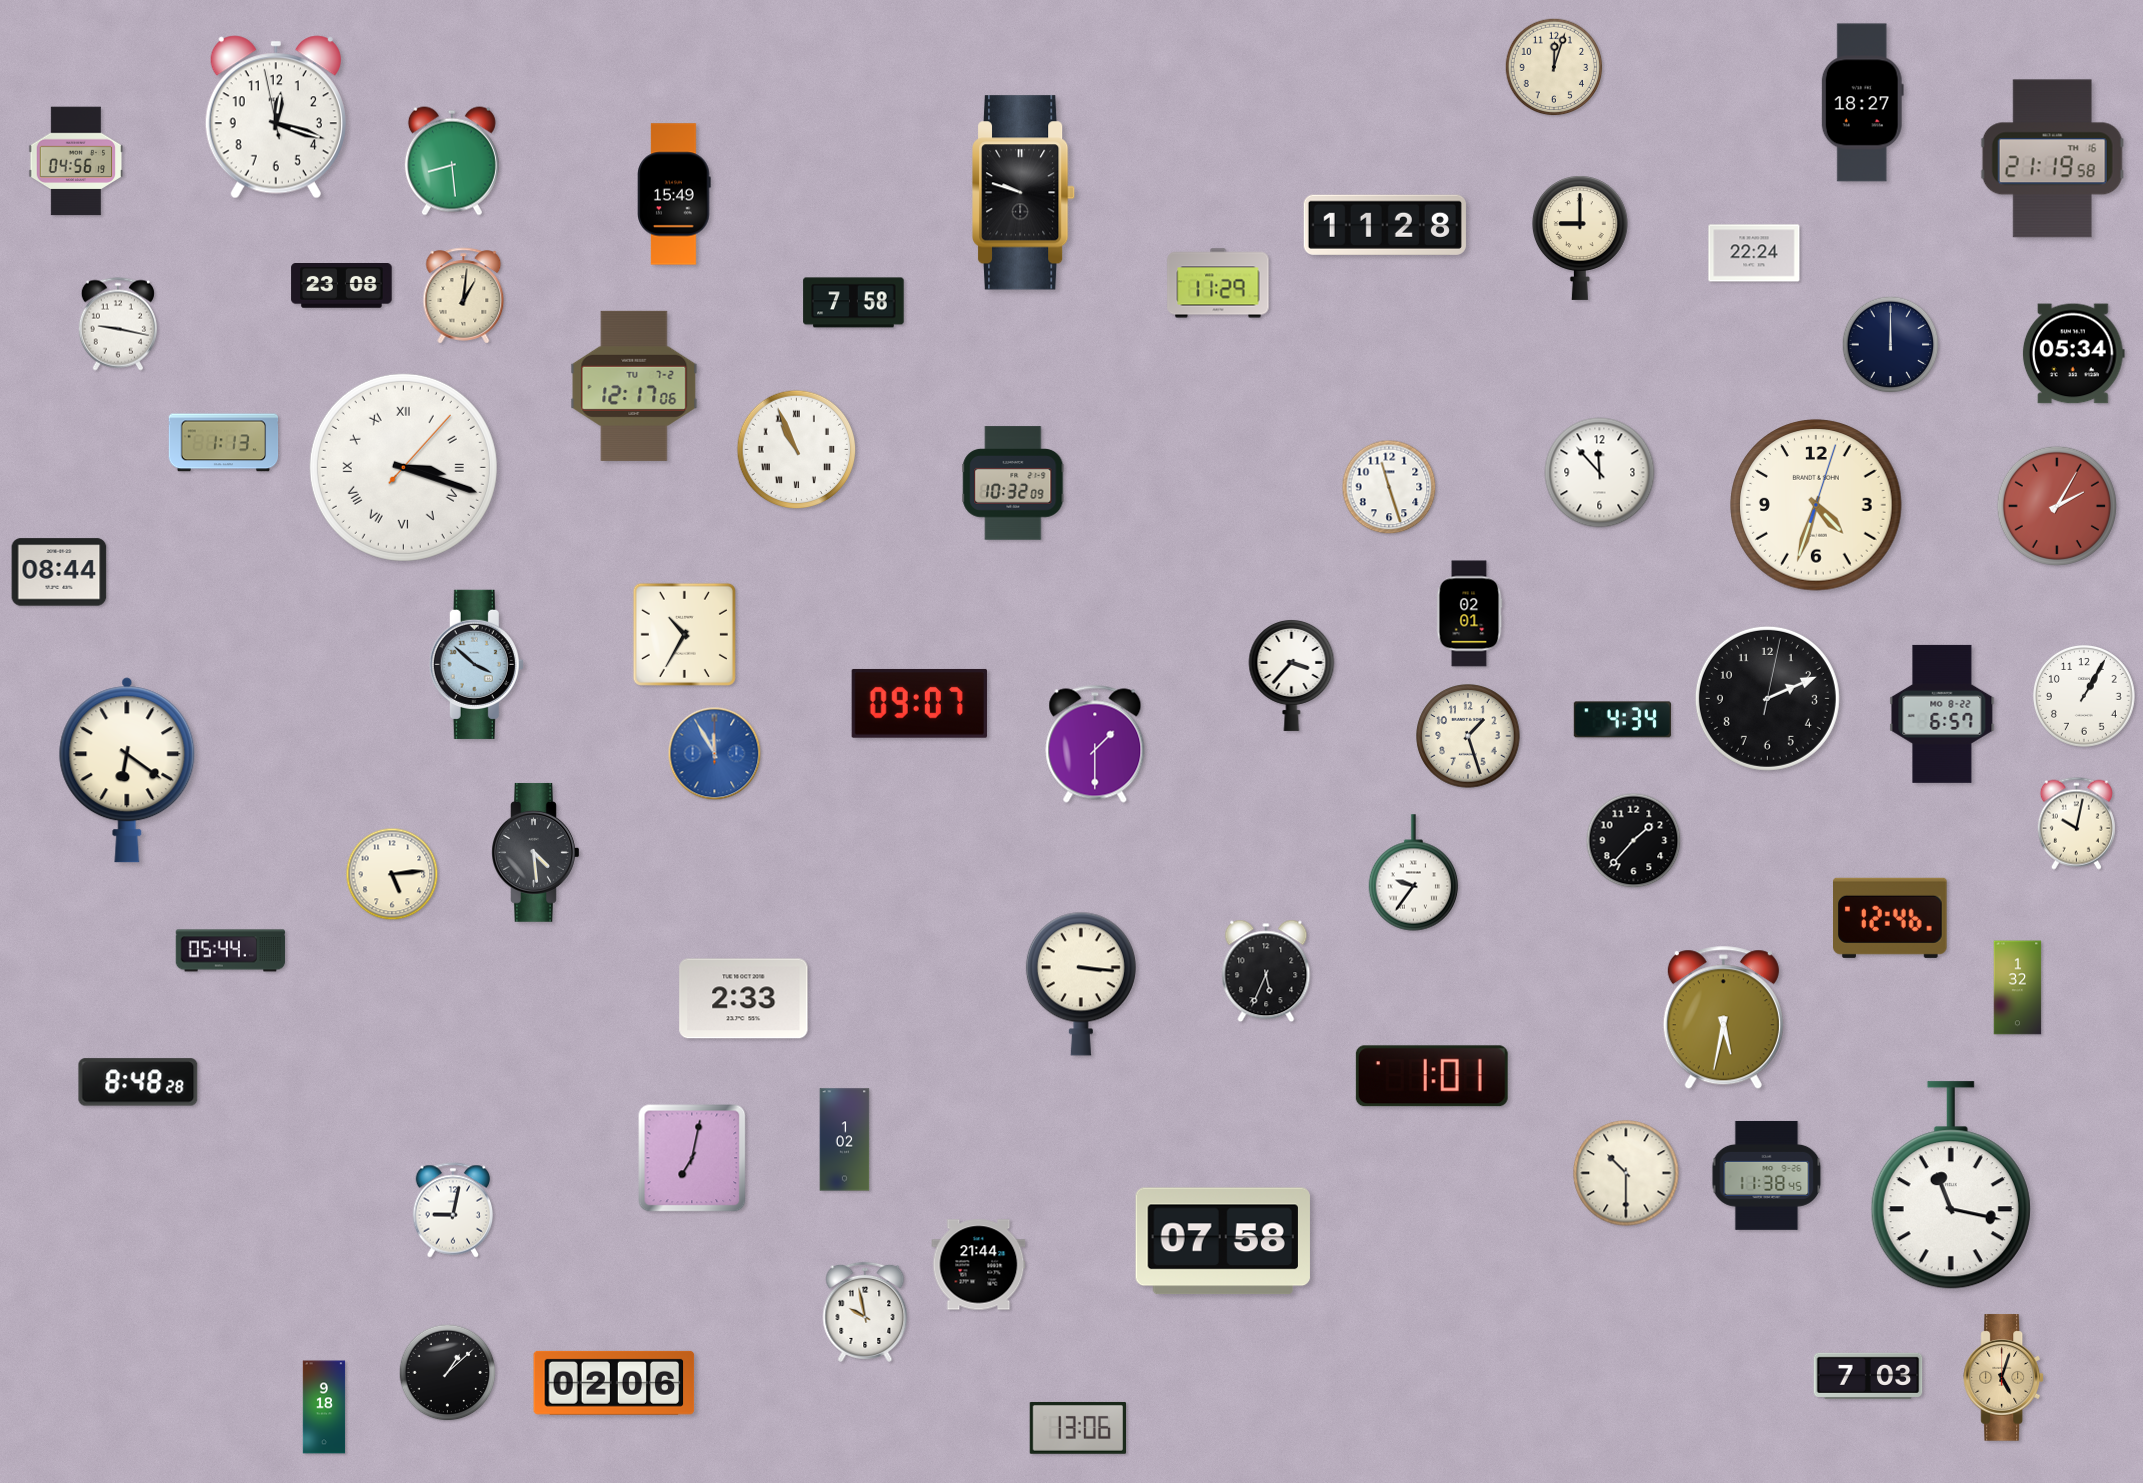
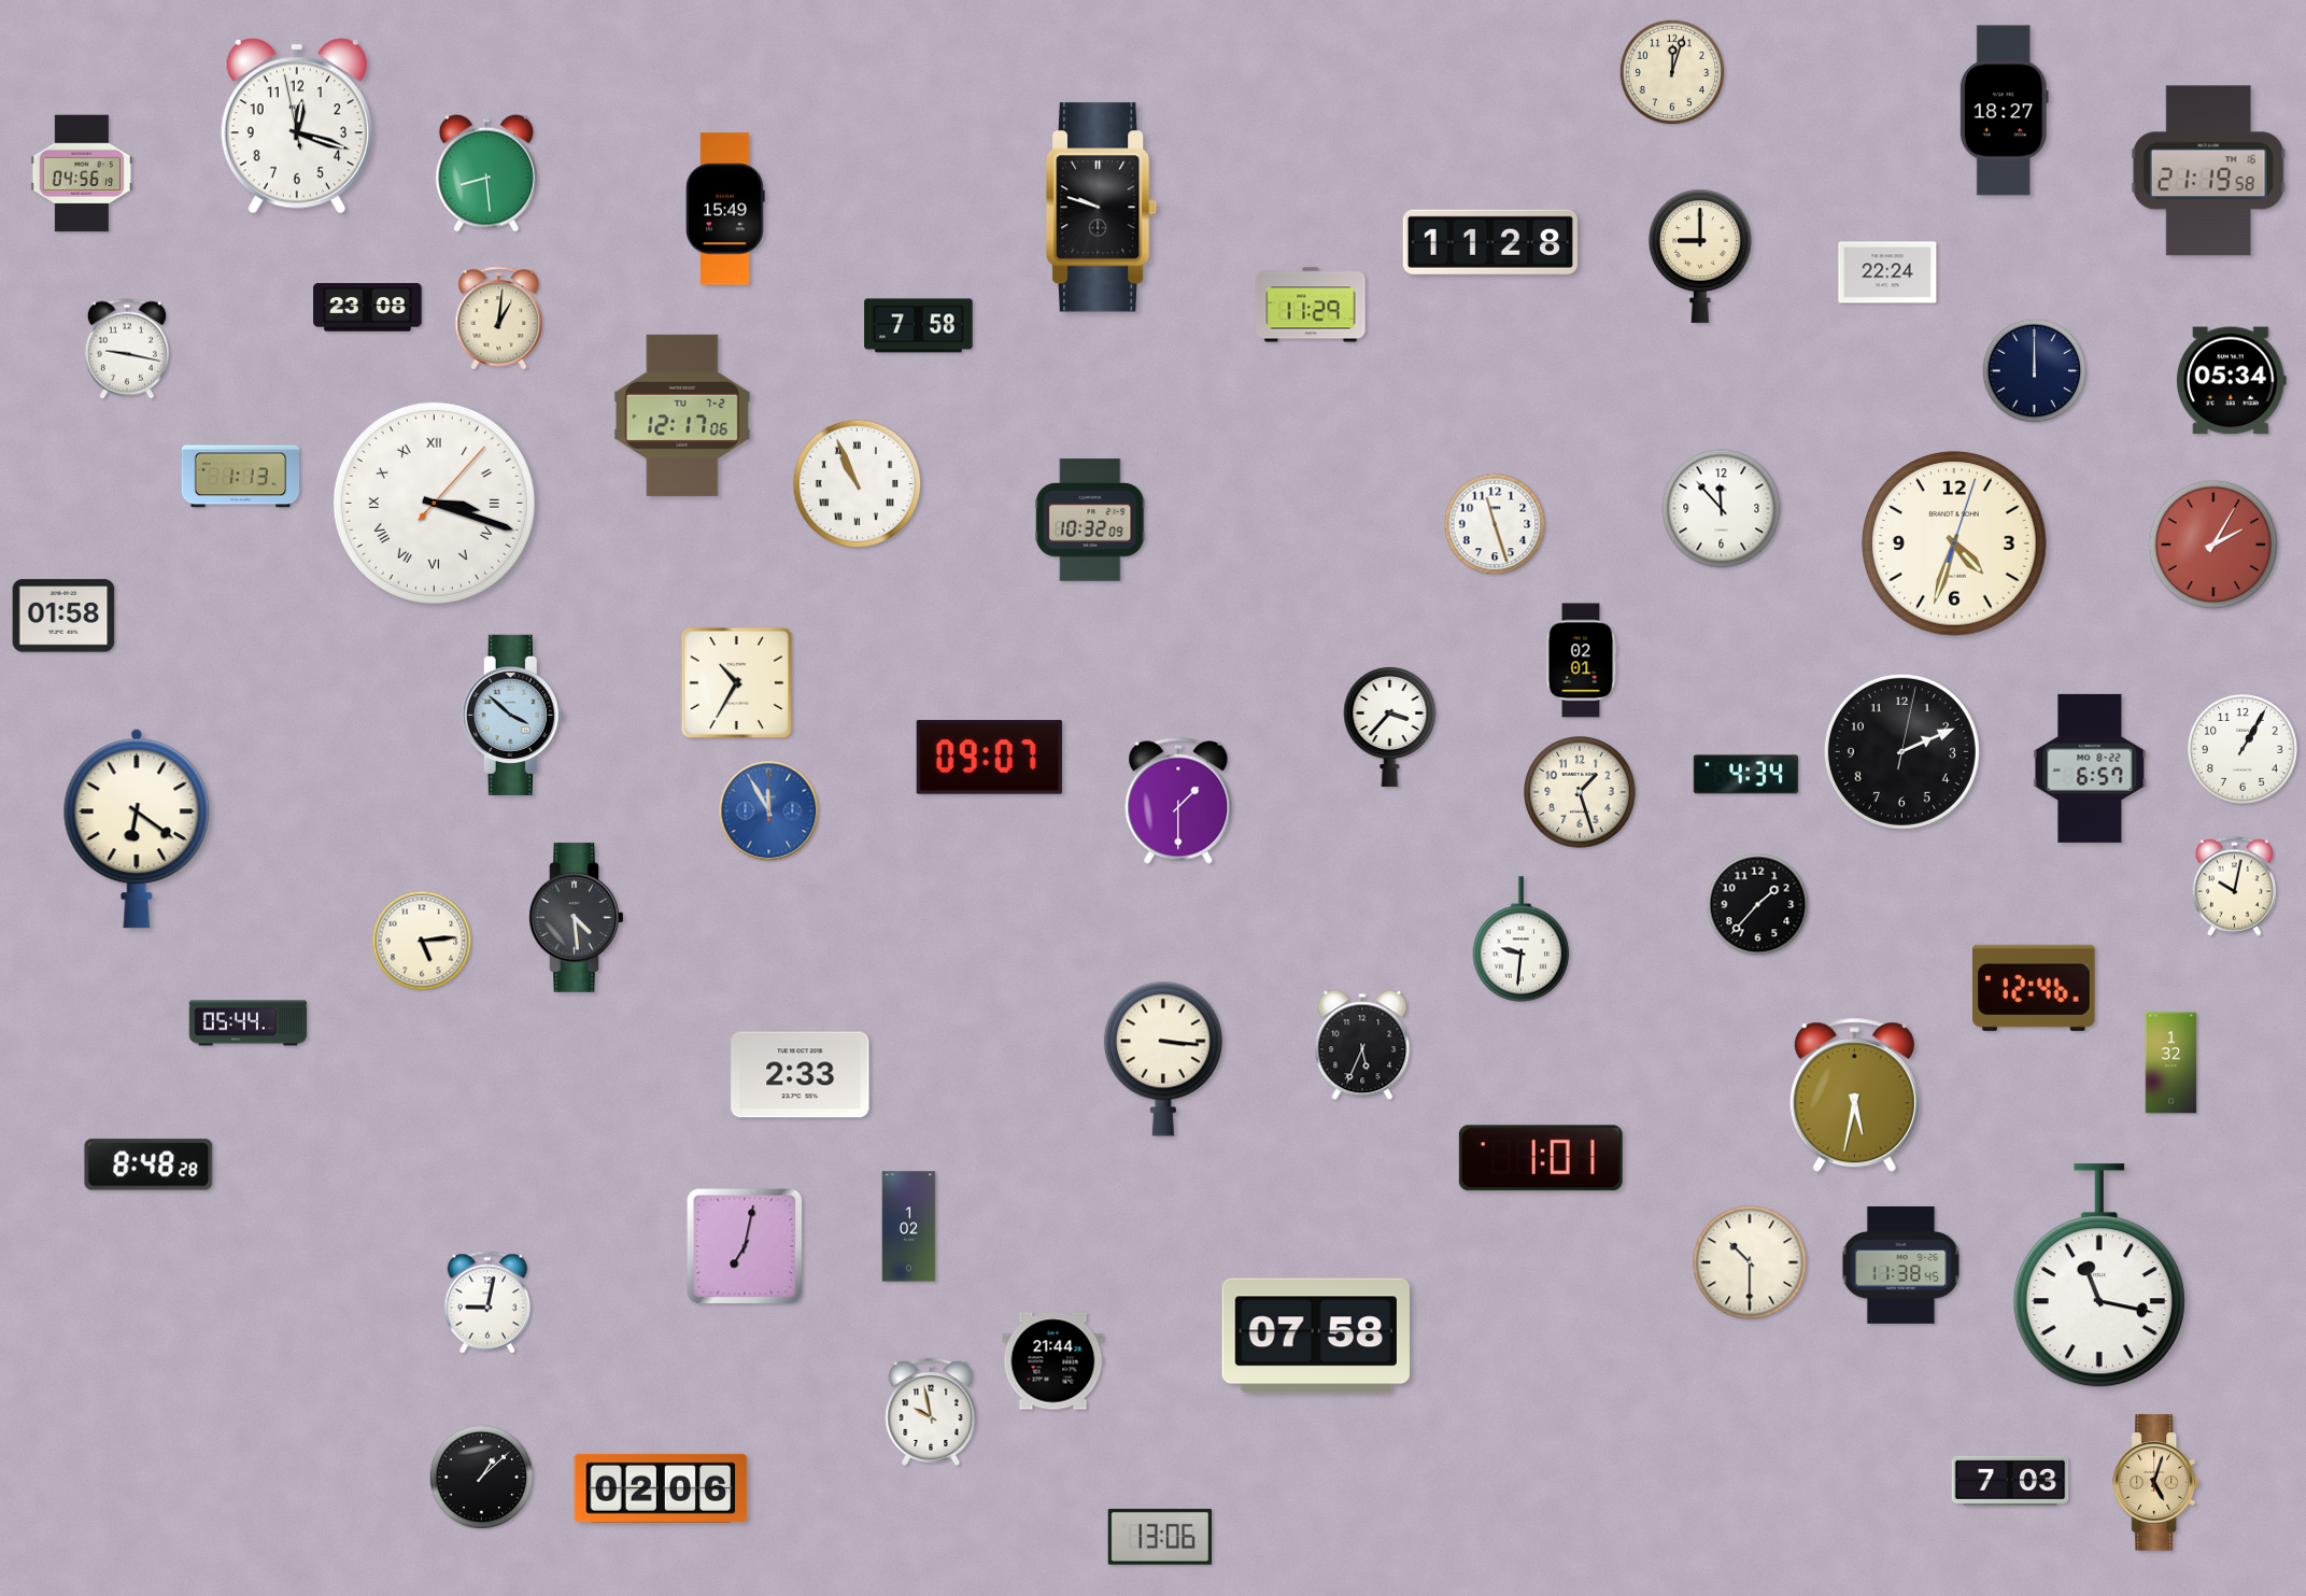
clock at (59, 572): 08:44 -> 01:58
clock at (1414, 873): 9:36 -> 9:31
clock at (324, 1407): 9:18 -> none
